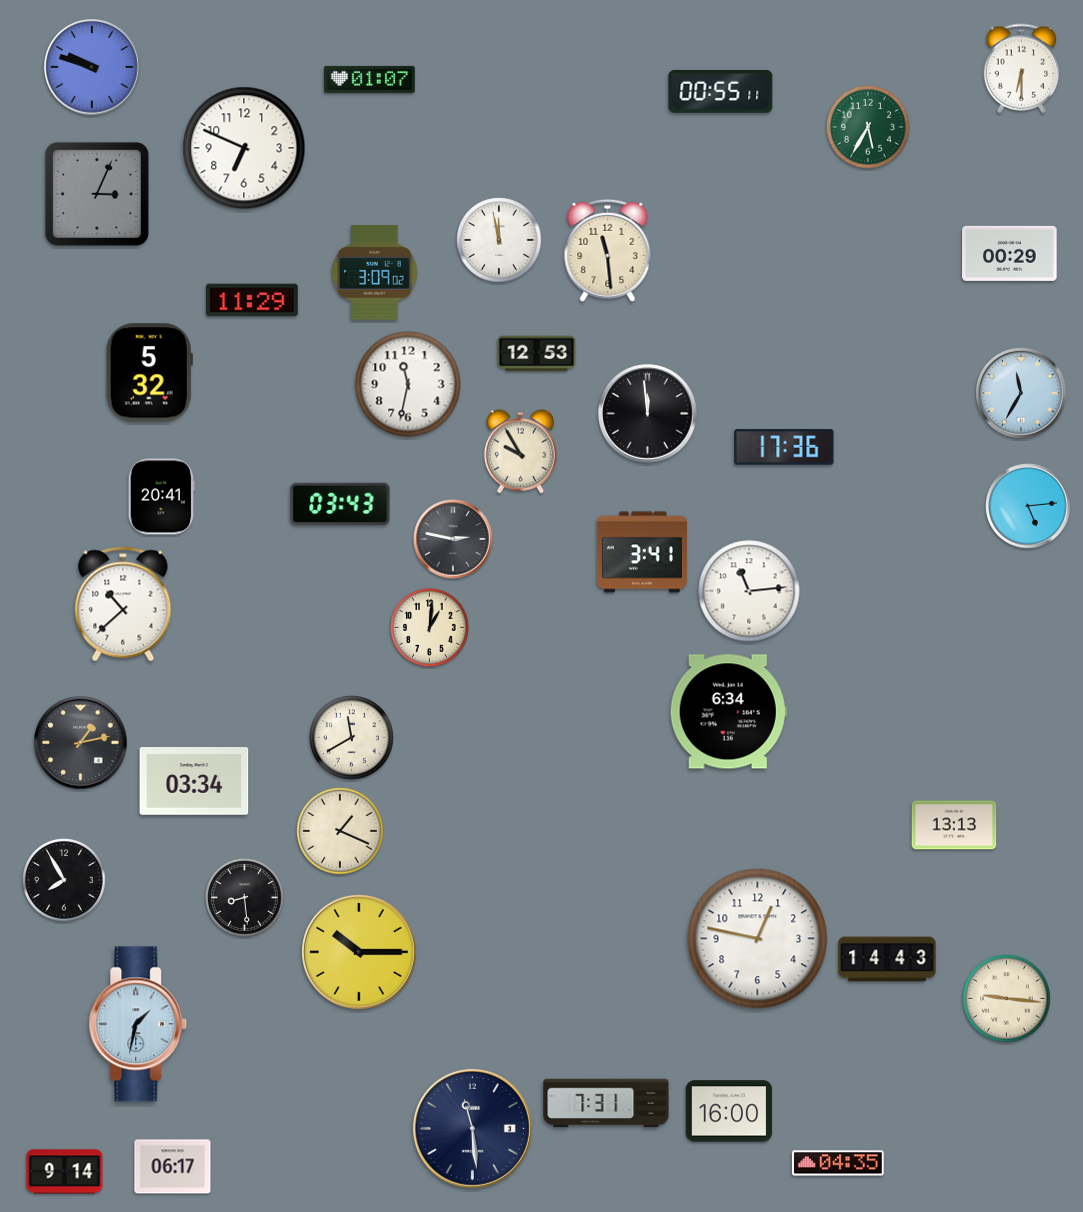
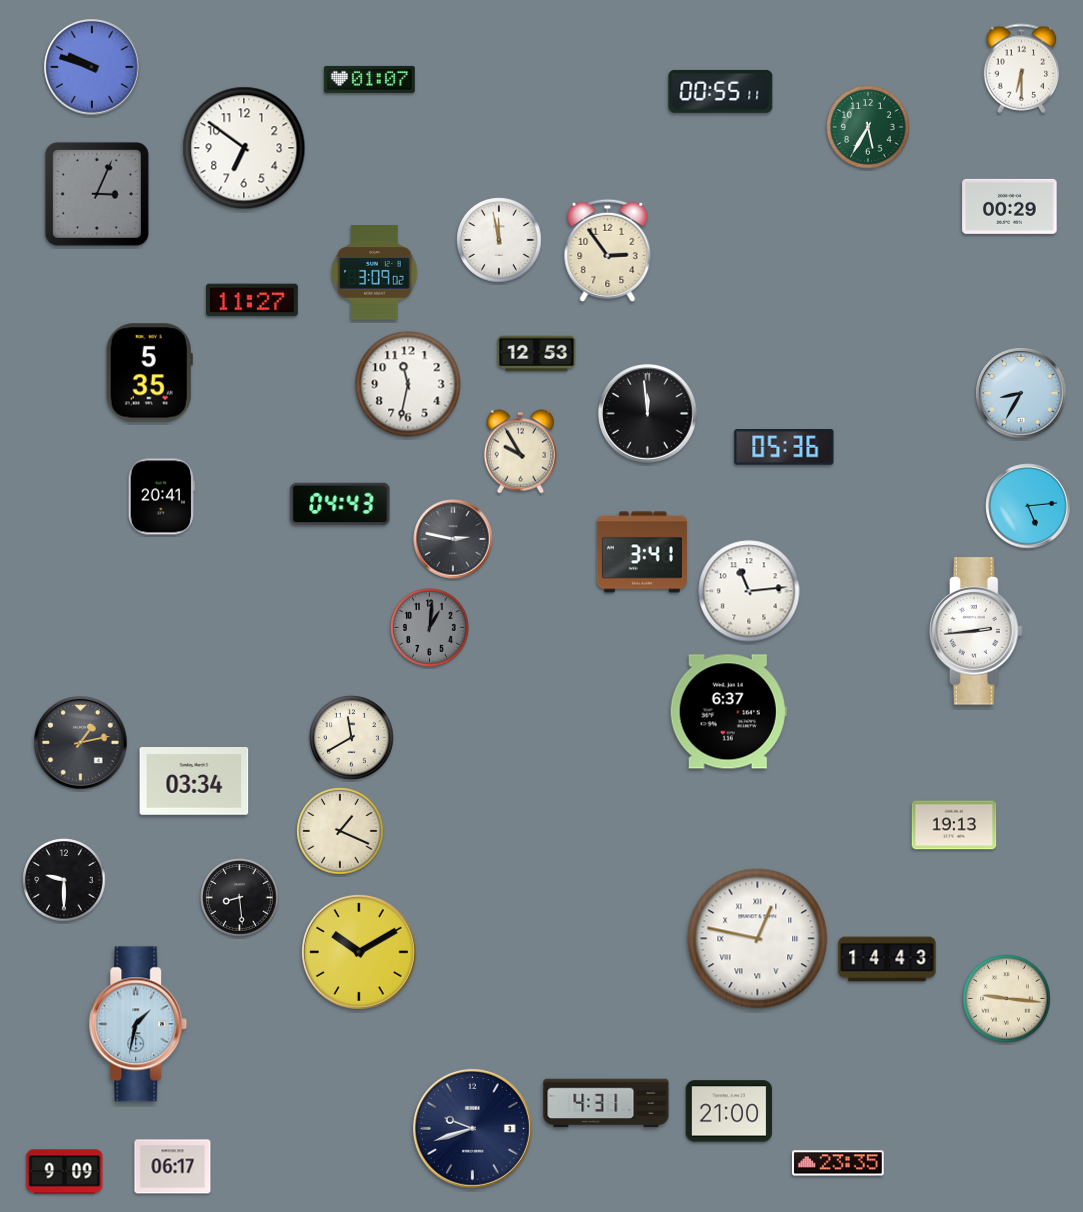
clock at (244, 148): 6:49 -> 6:51
clock at (608, 250): 11:29 -> 2:54
clock at (1010, 253) position: (1010, 253) -> (1010, 206)
clock at (252, 300): 11:29 -> 11:27
clock at (149, 373): 5:32 -> 5:35
clock at (1021, 393): 11:35 -> 8:35
clock at (784, 447): 17:36 -> 05:36
clock at (340, 504): 03:43 -> 04:43
clock at (123, 604): 10:38 -> none
clock at (430, 628) dial: cream -> grey
clock at (976, 631): none -> 2:44
clock at (728, 712): 6:34 -> 6:37
clock at (954, 825): 13:13 -> 19:13
clock at (64, 880): 7:55 -> 9:30
clock at (245, 898) position: (245, 898) -> (240, 898)
clock at (758, 939) numerals: Arabic -> Roman
clock at (359, 952): 10:15 -> 10:10
clock at (606, 1103): 7:31 -> 4:31
clock at (729, 1111): 16:00 -> 21:00
clock at (472, 1128): 11:29 -> 9:42
clock at (838, 1163): 04:35 -> 23:35
clock at (65, 1172): 9:14 -> 9:09
